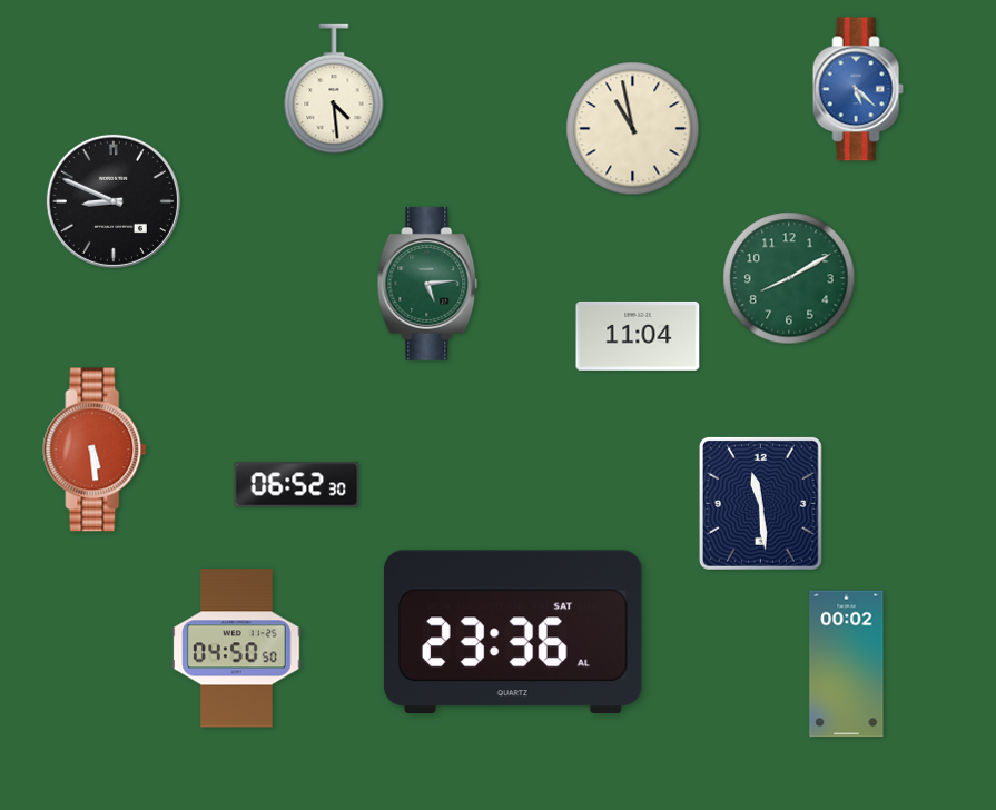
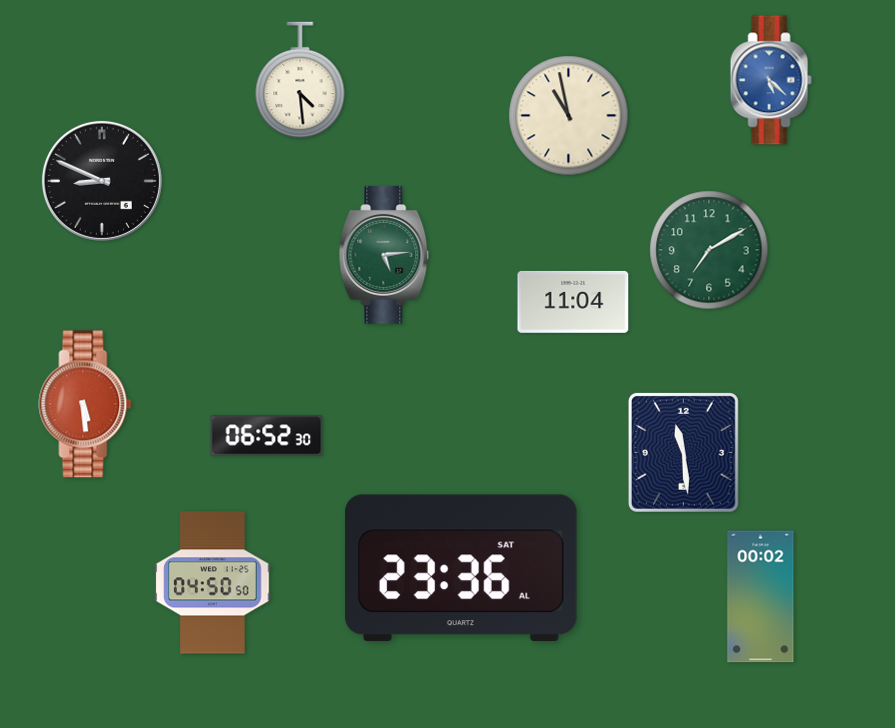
clock at (789, 278): 8:10 -> 7:10
